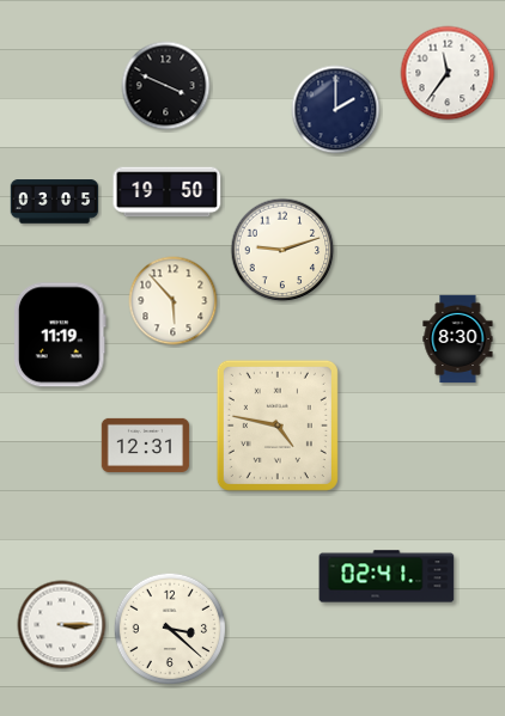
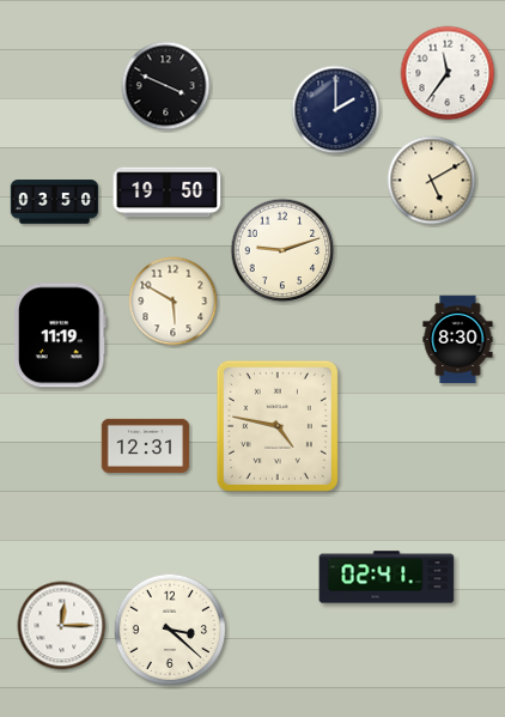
clock at (432, 181): none -> 5:10
clock at (55, 202): 03:05 -> 03:50
clock at (174, 301): 5:53 -> 5:50
clock at (62, 625): 3:15 -> 12:15
